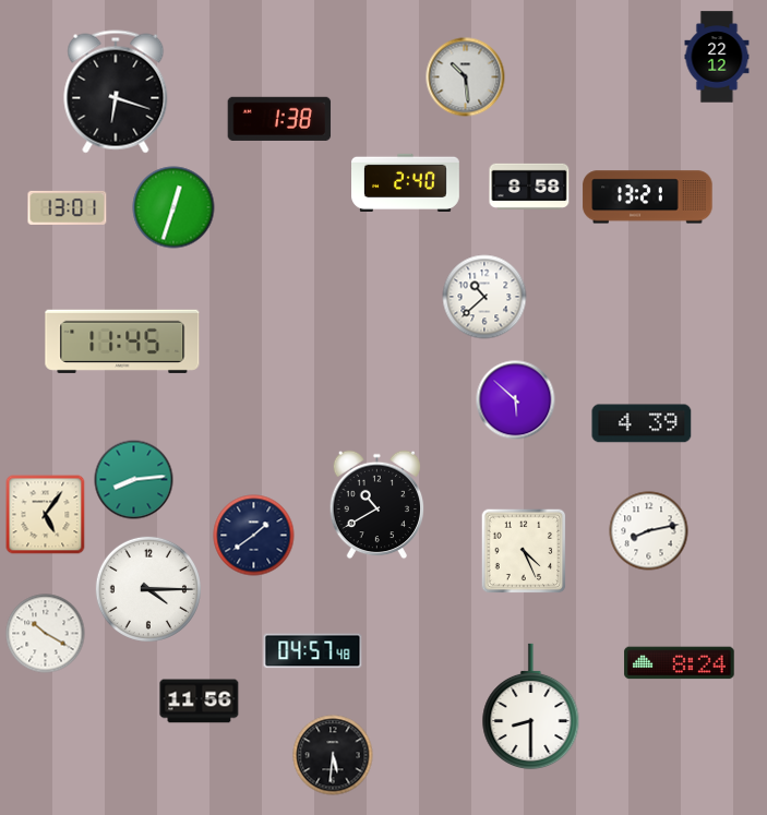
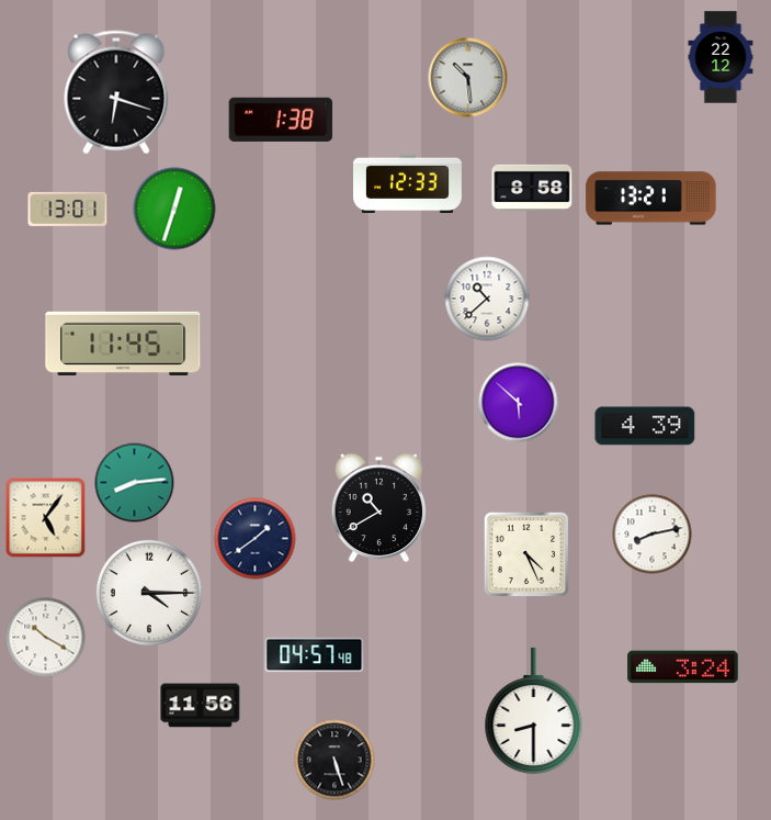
clock at (406, 182): 2:40 -> 12:33
clock at (680, 663): 8:24 -> 3:24
clock at (333, 755): 5:31 -> 5:27
